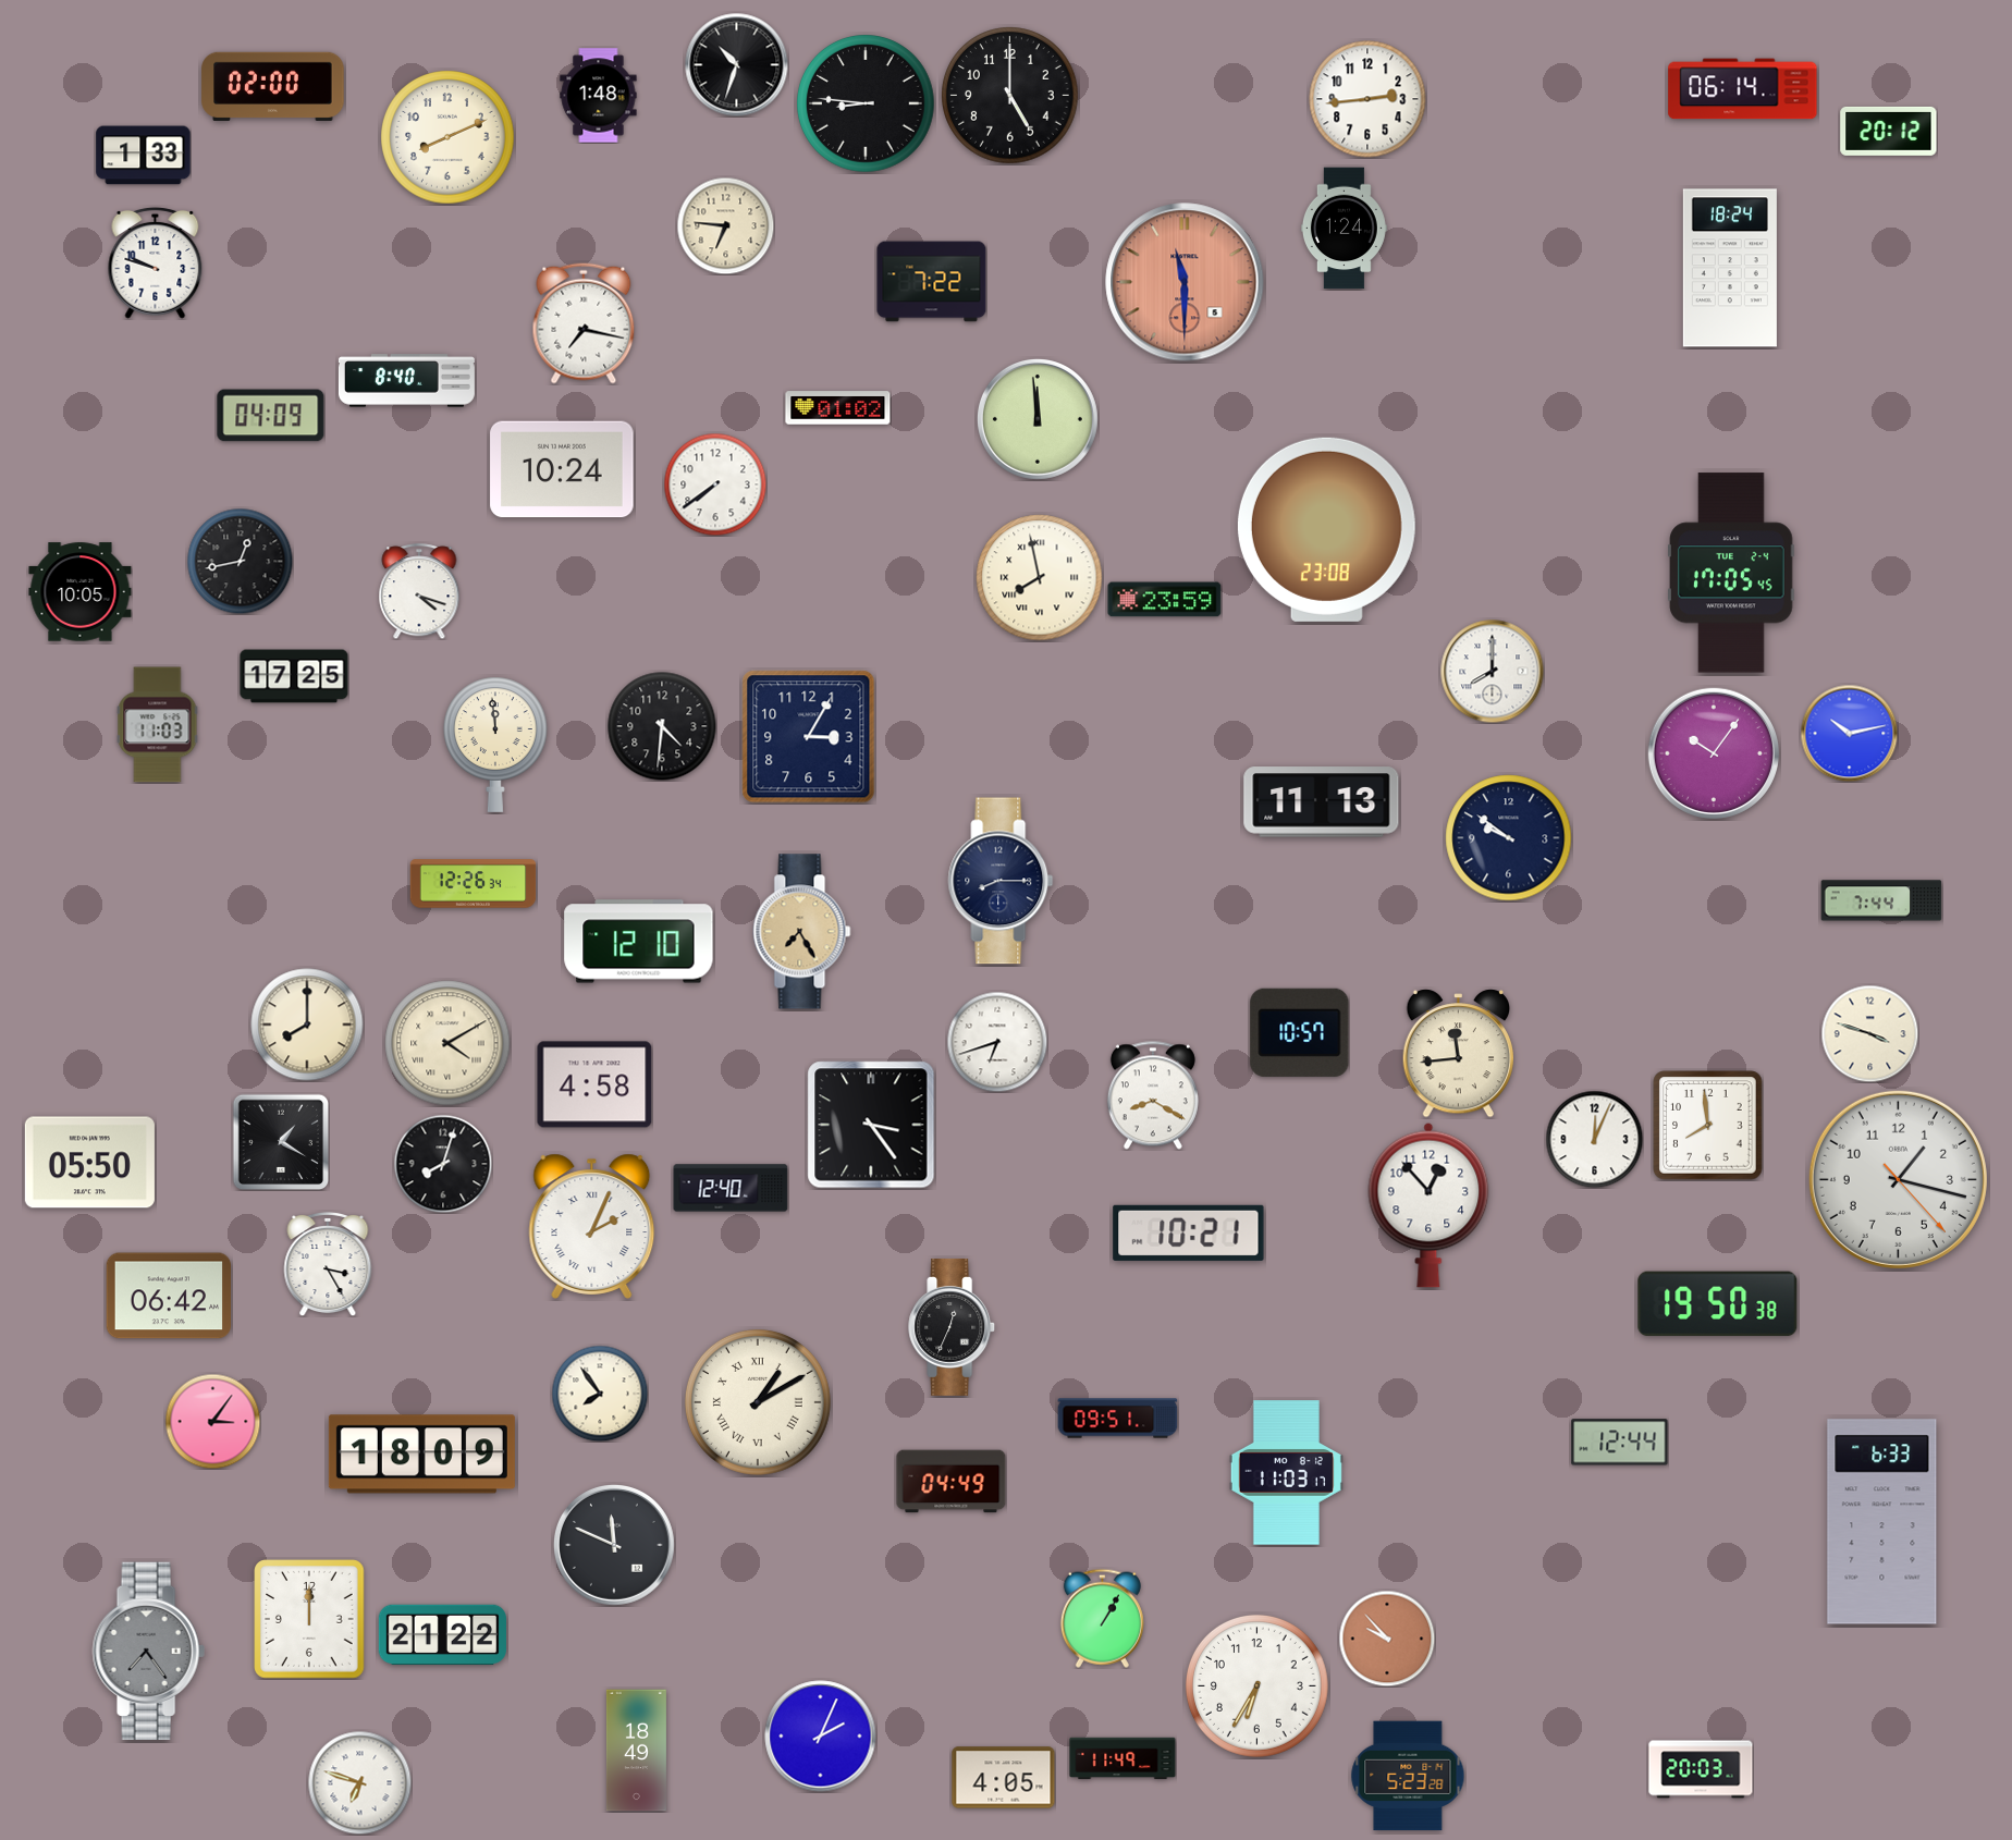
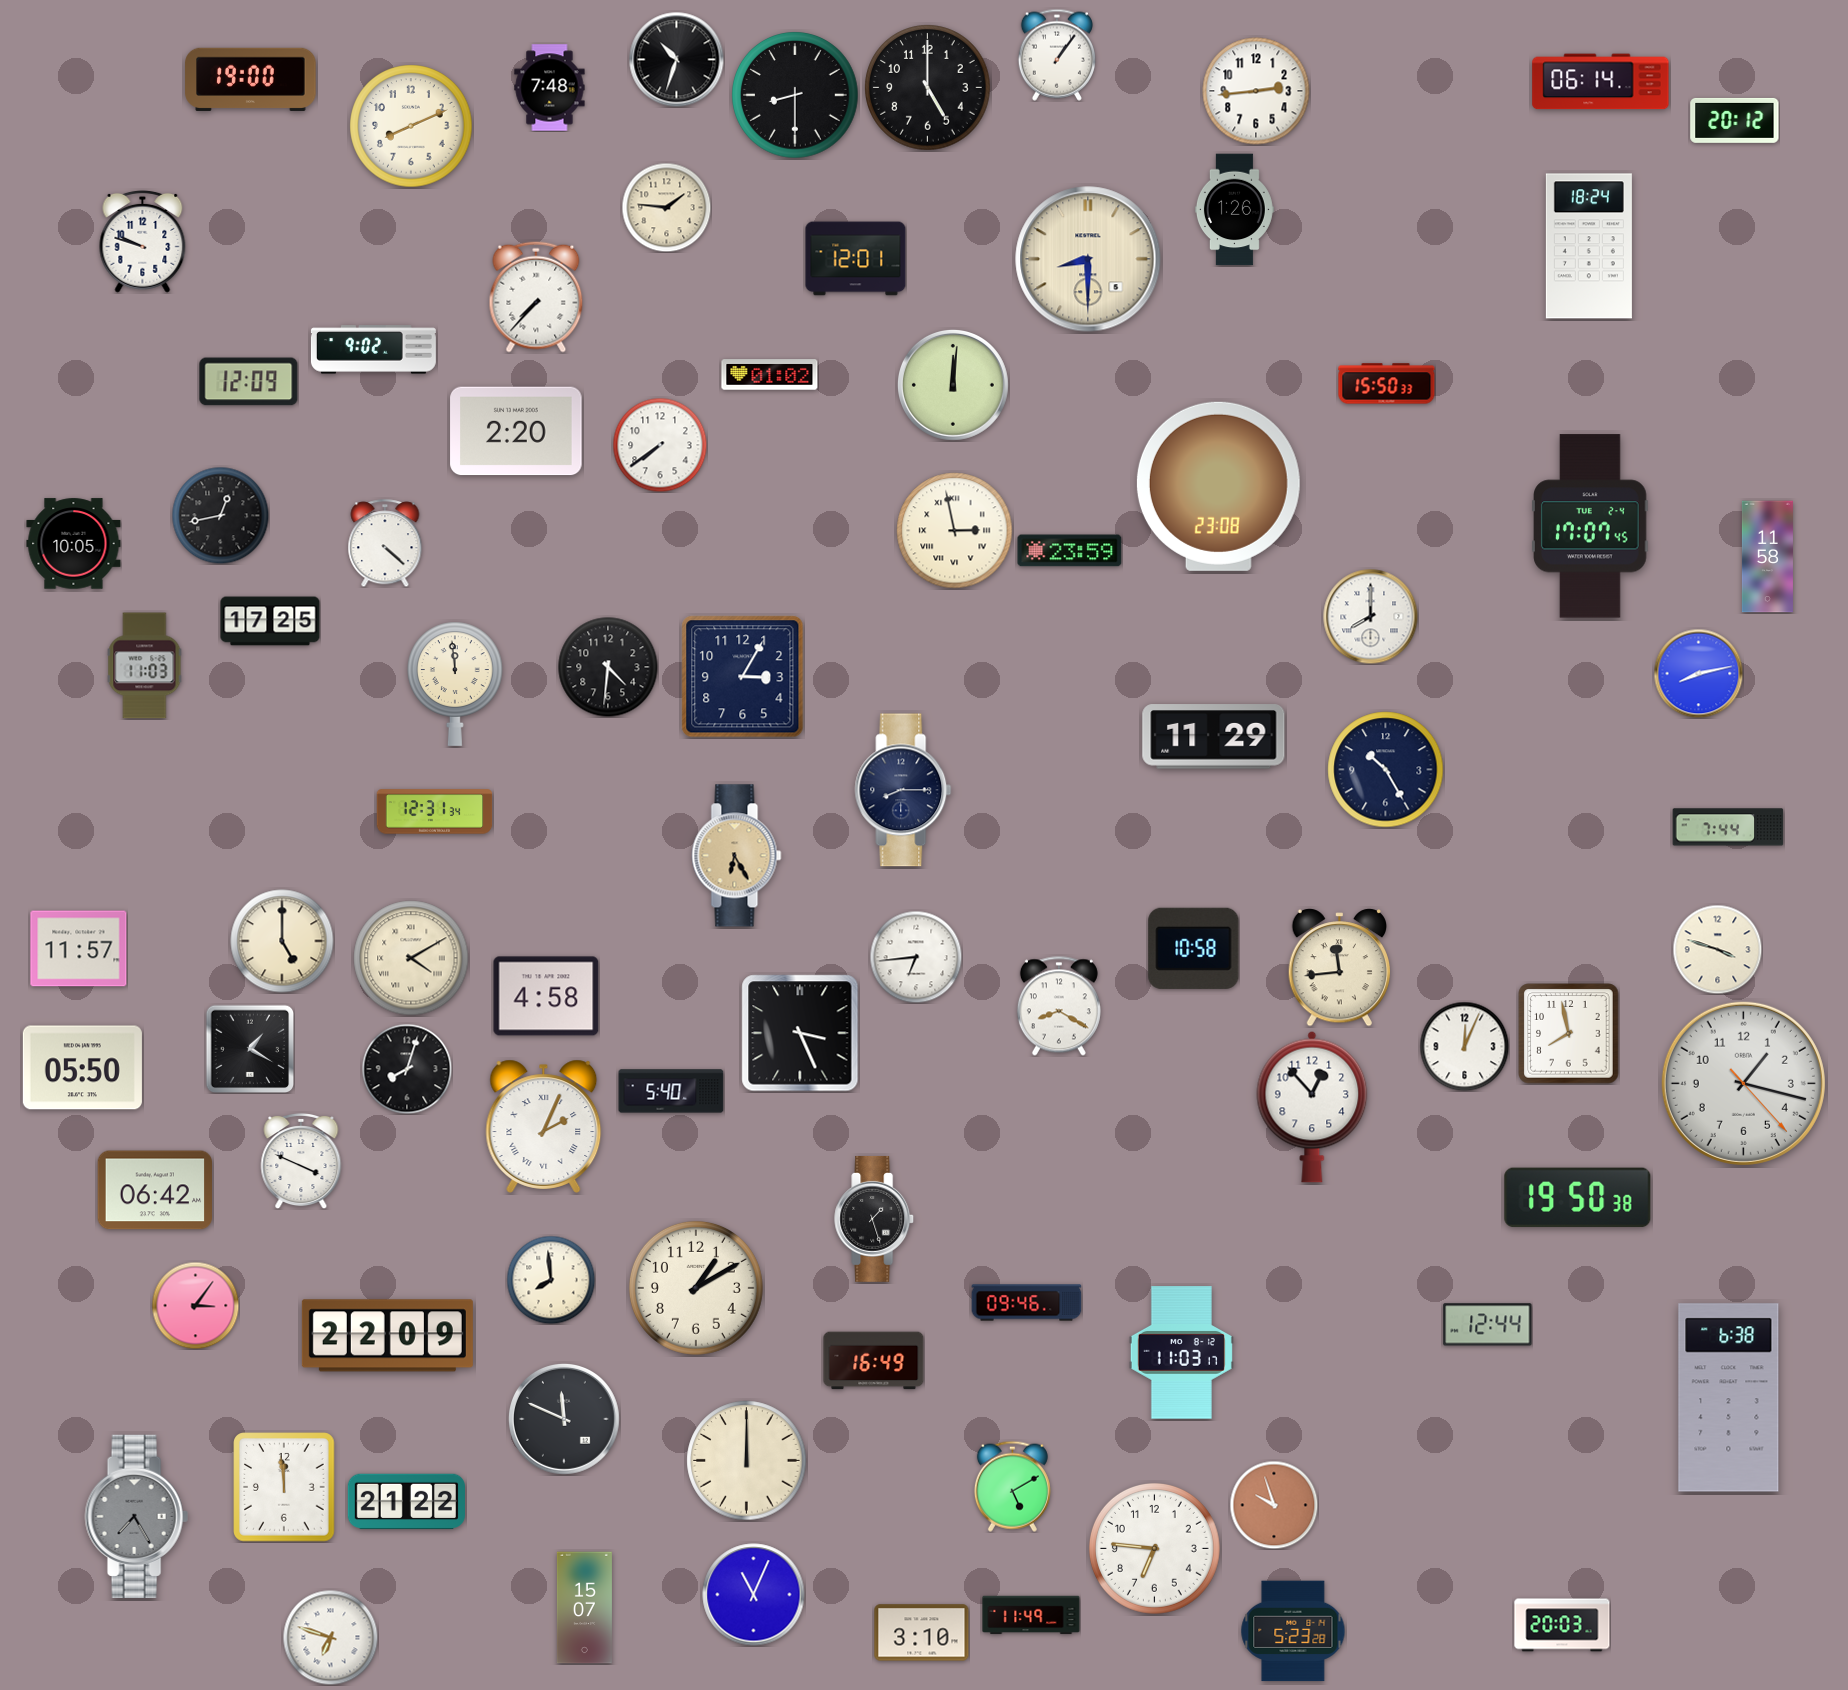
clock at (1057, 55): none -> 1:06
clock at (273, 86): 02:00 -> 19:00
clock at (599, 96): 1:48 -> 7:48
clock at (866, 103): 8:46 -> 8:30
clock at (144, 156): 1:33 -> none
clock at (725, 225): 6:46 -> 1:46
clock at (1344, 229): 1:24 -> 1:26
clock at (932, 282): 7:22 -> 12:01
clock at (1185, 282): 11:30 -> 8:30
clock at (1185, 282) dial: salmon -> cream
clock at (584, 323): 7:17 -> 7:37
clock at (406, 381): 8:40 -> 9:02
clock at (271, 416): 04:09 -> 12:09
clock at (1387, 384): none -> 15:50
clock at (1038, 419): 11:59 -> 12:01
clock at (562, 469): 10:24 -> 2:20
clock at (715, 484) position: (715, 484) -> (660, 445)
clock at (1732, 573): 17:05 -> 17:07
clock at (1040, 578): 7:58 -> 2:58
clock at (419, 591): 4:18 -> 4:22
clock at (1767, 557): none -> 11:58
clock at (1849, 733): 10:13 -> 8:13
clock at (1713, 752): 10:06 -> none
clock at (1322, 802): 11:13 -> 11:29
clock at (1509, 838): 9:51 -> 10:25
clock at (1001, 881) position: (1001, 881) -> (903, 790)
clock at (474, 884): 12:26 -> 12:31
clock at (802, 932): 7:25 -> 6:25
clock at (639, 942): 12:10 -> none
clock at (307, 1025): 8:00 -> 5:00
clock at (1300, 1032): 10:57 -> 10:58
clock at (79, 949): none -> 11:57
clock at (997, 1042): 6:42 -> 6:44
clock at (871, 1125): 3:24 -> 3:26
clock at (1708, 1126): 7:59 -> 7:58
clock at (281, 1142) position: (281, 1142) -> (250, 1049)
clock at (731, 1188): 12:40 -> 5:40
clock at (1189, 1232): 10:21 -> none
clock at (328, 1264): 3:25 -> 3:49
clock at (953, 1327): 12:34 -> 1:27
clock at (600, 1394): 7:54 -> 7:59
clock at (758, 1402) numerals: Roman -> Arabic
clock at (1118, 1419): 09:51 -> 09:46
clock at (421, 1455): 18:09 -> 22:09
clock at (952, 1482): 04:49 -> 16:49
clock at (1882, 1522): 6:33 -> 6:38
clock at (747, 1461): none -> 12:00
clock at (1102, 1618): 1:05 -> 5:10
clock at (309, 1619): 12:00 -> 11:59
clock at (1387, 1639): 9:53 -> 9:57
clock at (148, 1651): 7:24 -> 7:25
clock at (1256, 1685): 6:35 -> 6:46
clock at (821, 1737): 2:04 -> 11:04
clock at (636, 1751): 18:49 -> 15:07
clock at (1004, 1778): 4:05 -> 3:10
